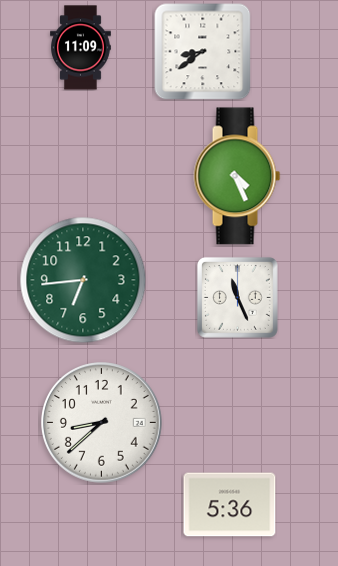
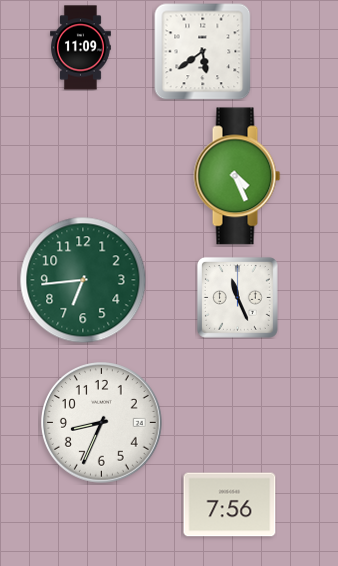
clock at (203, 52): 8:39 -> 5:39
clock at (102, 423): 8:38 -> 8:34
clock at (230, 505): 5:36 -> 7:56
